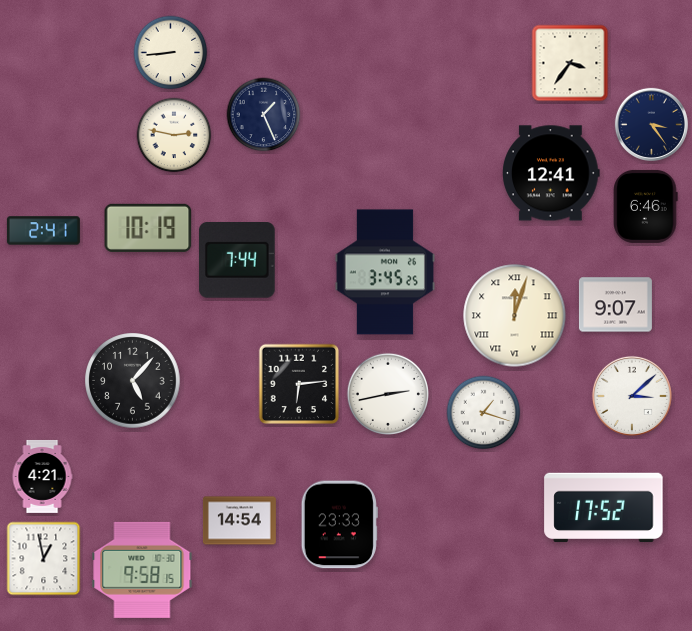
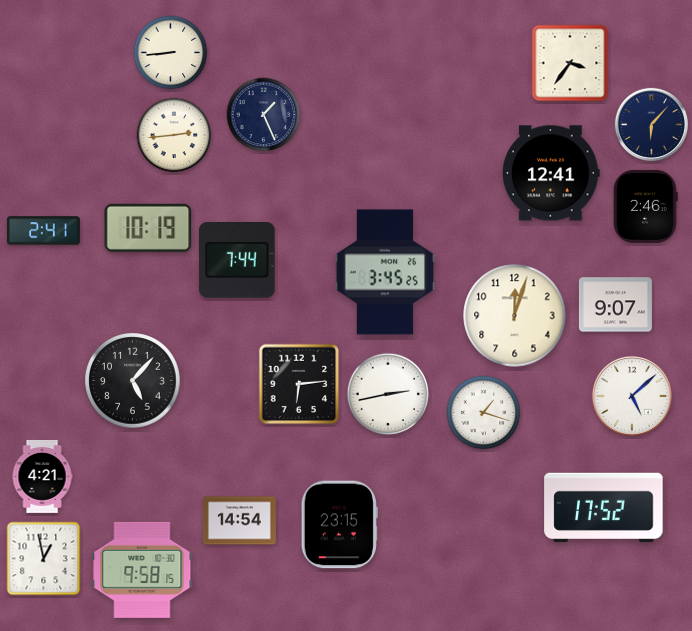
clock at (651, 124): 3:24 -> 6:07
clock at (174, 135): 2:47 -> 2:44
clock at (646, 206): 6:46 -> 2:46
clock at (515, 316) numerals: Roman -> Arabic
clock at (632, 396): 3:08 -> 5:08
clock at (339, 525): 23:33 -> 23:15
